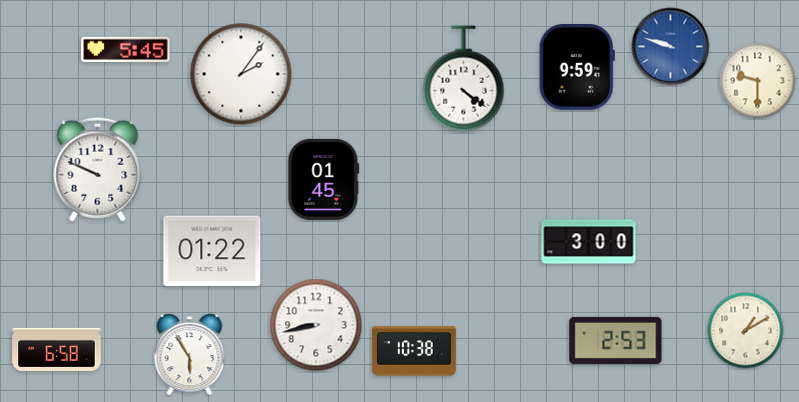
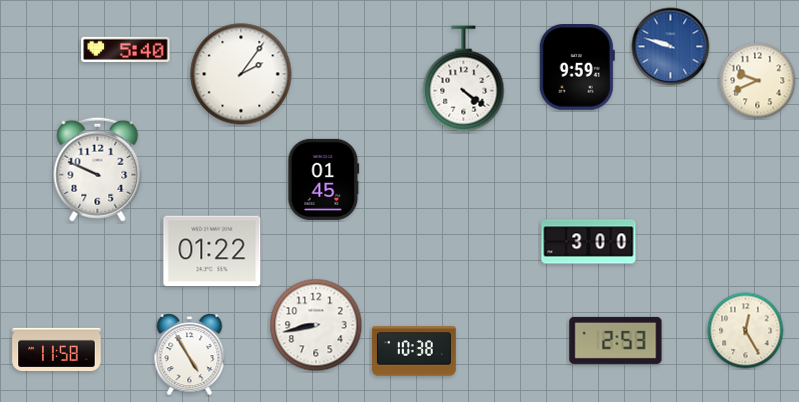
clock at (126, 49): 5:45 -> 5:40
clock at (758, 81): 9:30 -> 9:41
clock at (746, 331): 1:10 -> 12:25
clock at (57, 349): 6:58 -> 11:58
clock at (190, 355): 5:55 -> 4:55
